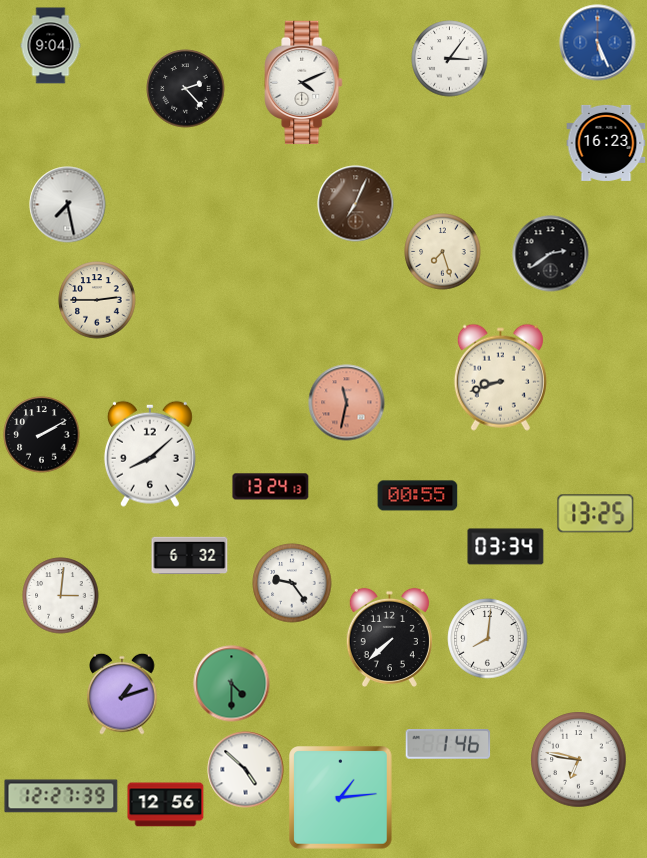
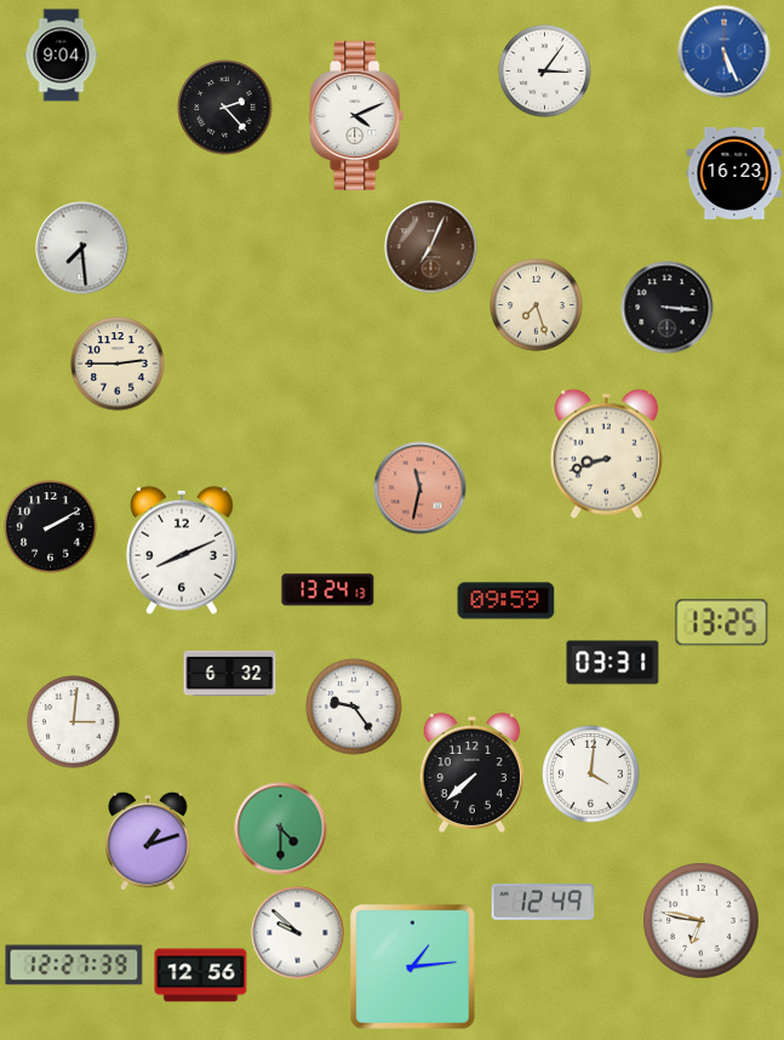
clock at (304, 82) position: (304, 82) -> (357, 115)
clock at (68, 205): 7:28 -> 7:29
clock at (551, 254): 2:39 -> 3:16
clock at (500, 377) position: (500, 377) -> (606, 453)
clock at (150, 454): 8:08 -> 8:11
clock at (418, 496): 00:55 -> 09:59
clock at (506, 547): 03:34 -> 03:31
clock at (488, 639): 8:01 -> 4:01
clock at (448, 745): 1:46 -> 12:49
clock at (246, 770): 4:52 -> 9:52
